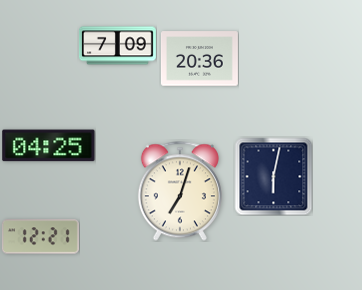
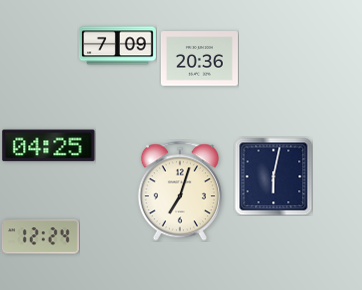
clock at (40, 237): 12:21 -> 12:24
